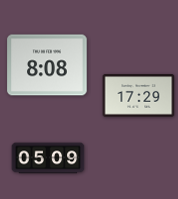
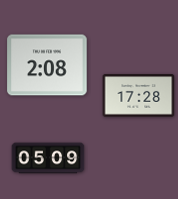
clock at (47, 65): 8:08 -> 2:08
clock at (139, 96): 17:29 -> 17:28
